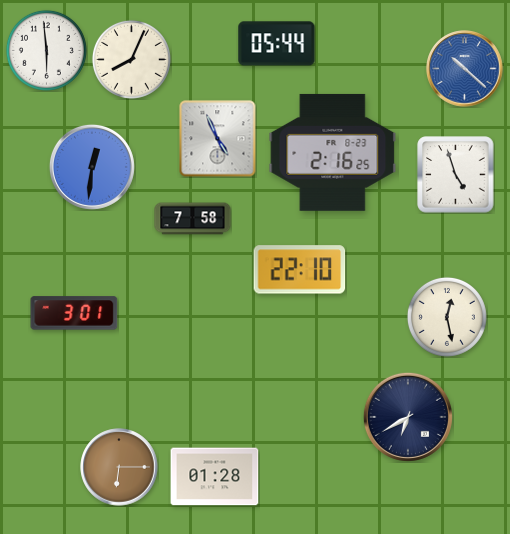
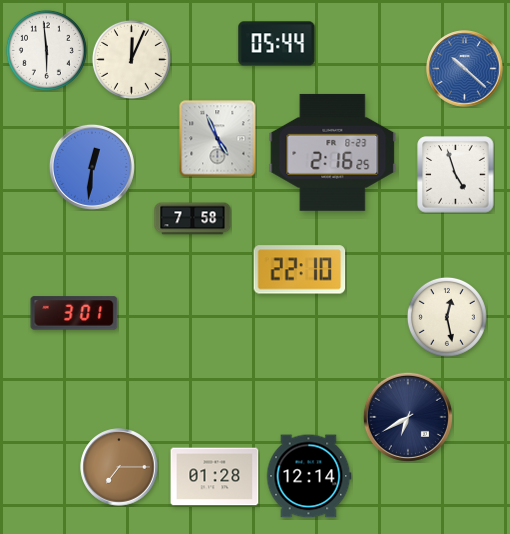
clock at (131, 59): 8:04 -> 12:04
clock at (119, 467): 6:15 -> 7:15
clock at (309, 476): none -> 12:14
